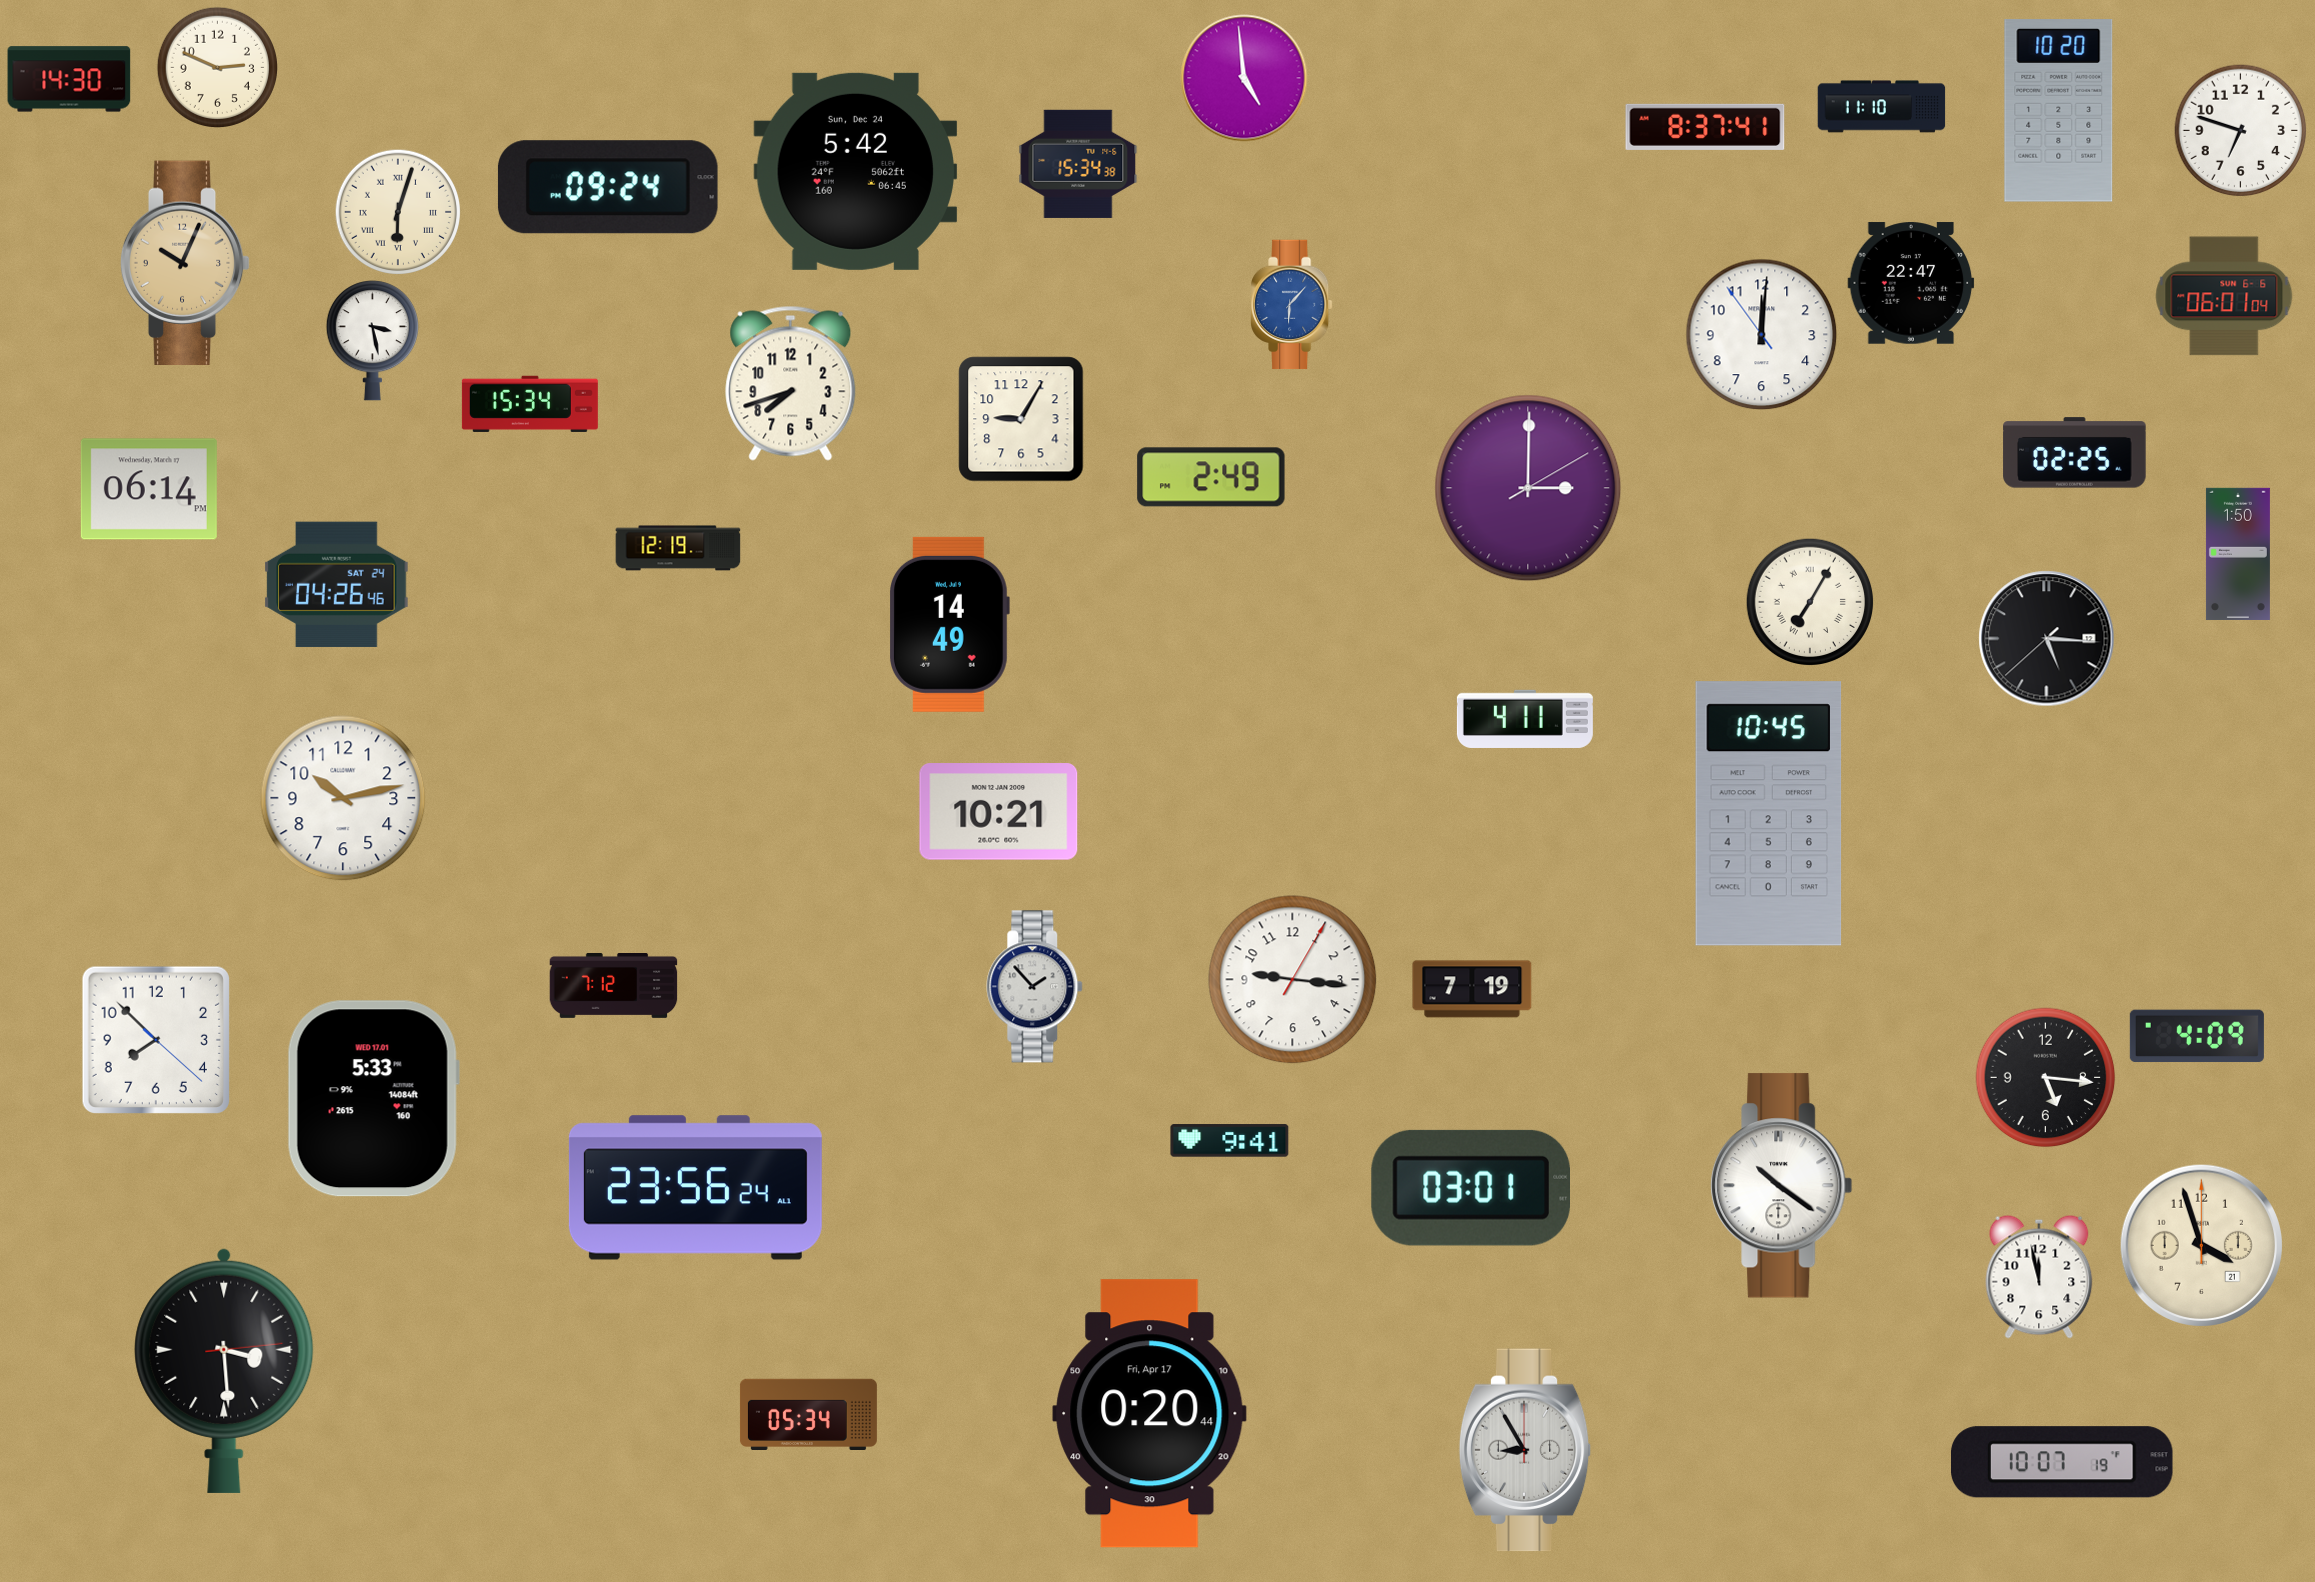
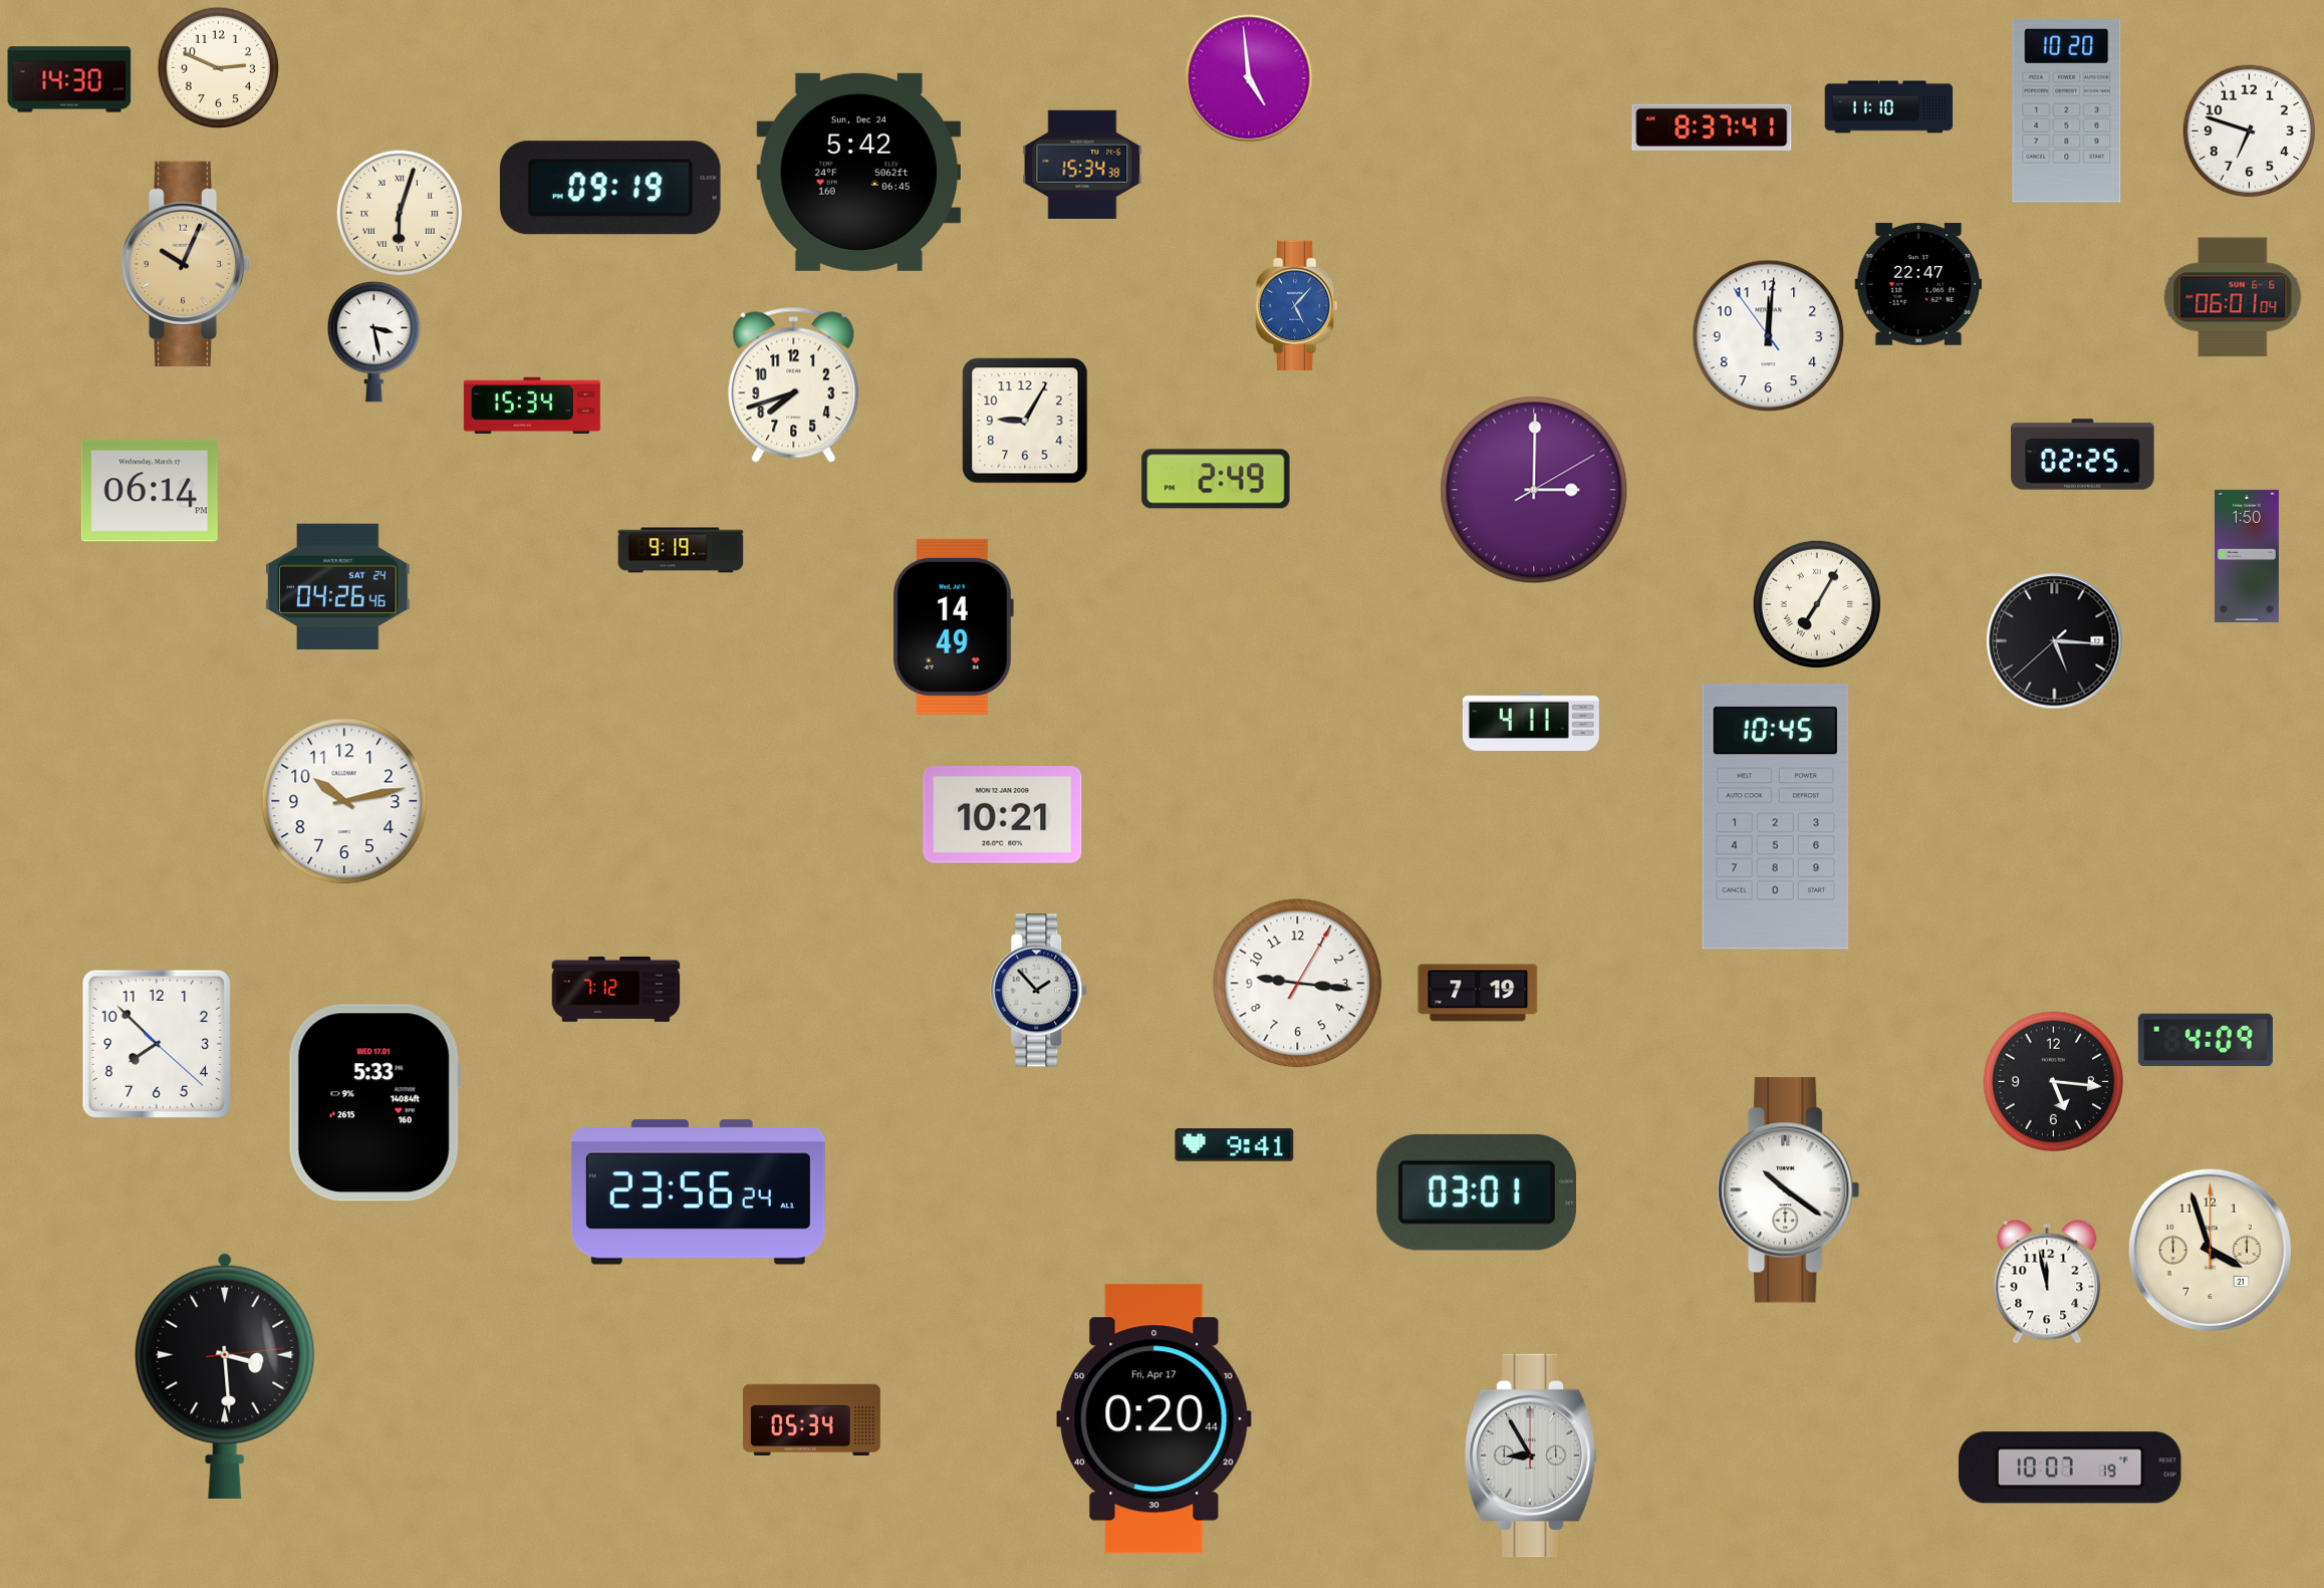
clock at (608, 187): 09:24 -> 09:19
clock at (1292, 305): 6:07 -> 5:07
clock at (678, 548): 12:19 -> 9:19
